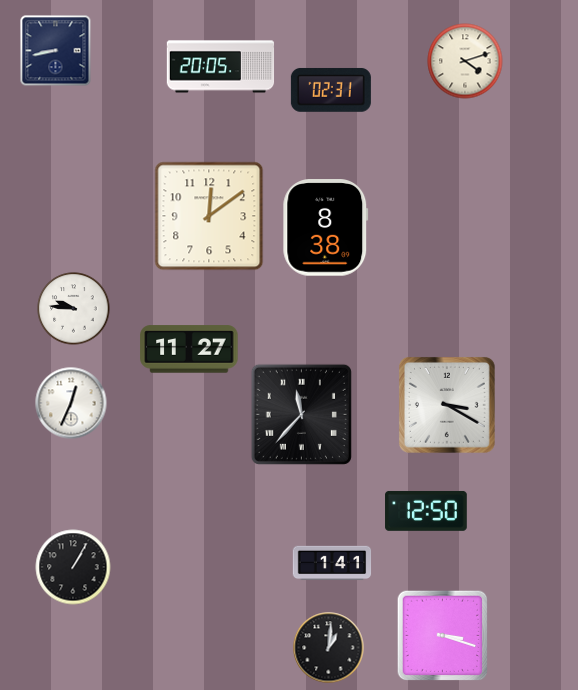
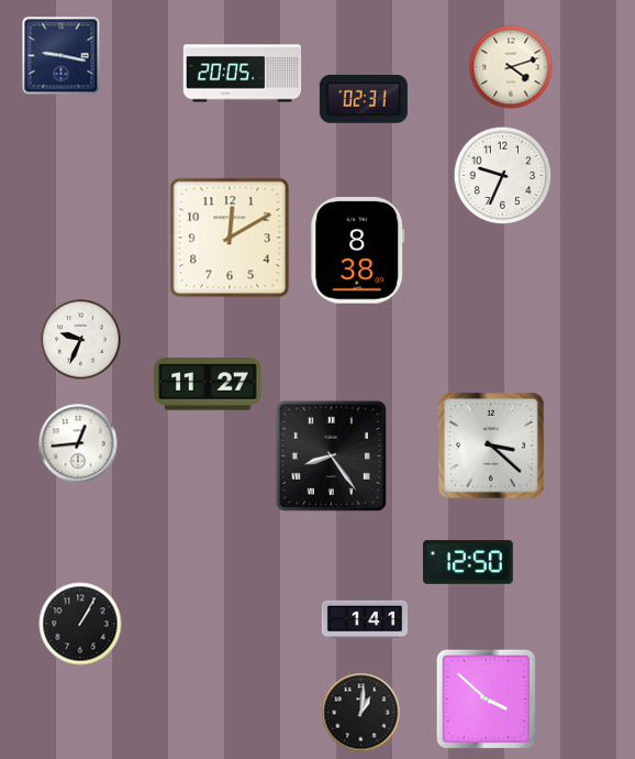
clock at (56, 51): 8:43 -> 9:17
clock at (503, 176): none -> 9:34
clock at (209, 216): 12:09 -> 12:10
clock at (74, 309): 9:46 -> 9:34
clock at (71, 403): 12:34 -> 12:44
clock at (447, 405): 3:20 -> 3:22
clock at (301, 414): 11:37 -> 8:24
clock at (443, 636): 3:18 -> 3:52
